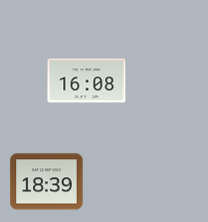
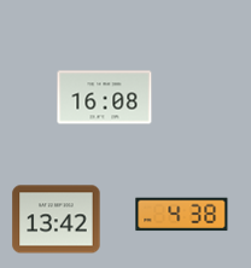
clock at (182, 215): none -> 4:38
clock at (47, 182): 18:39 -> 13:42
